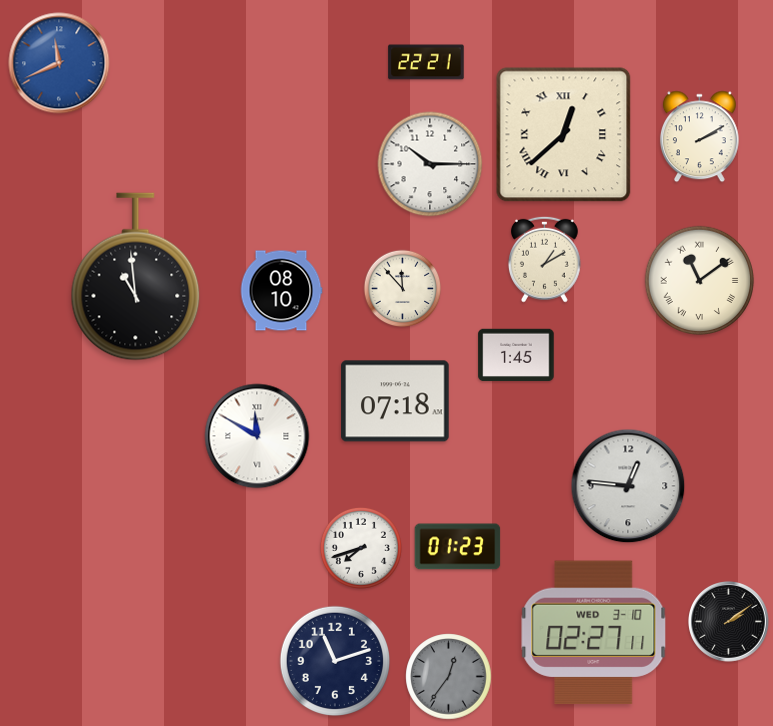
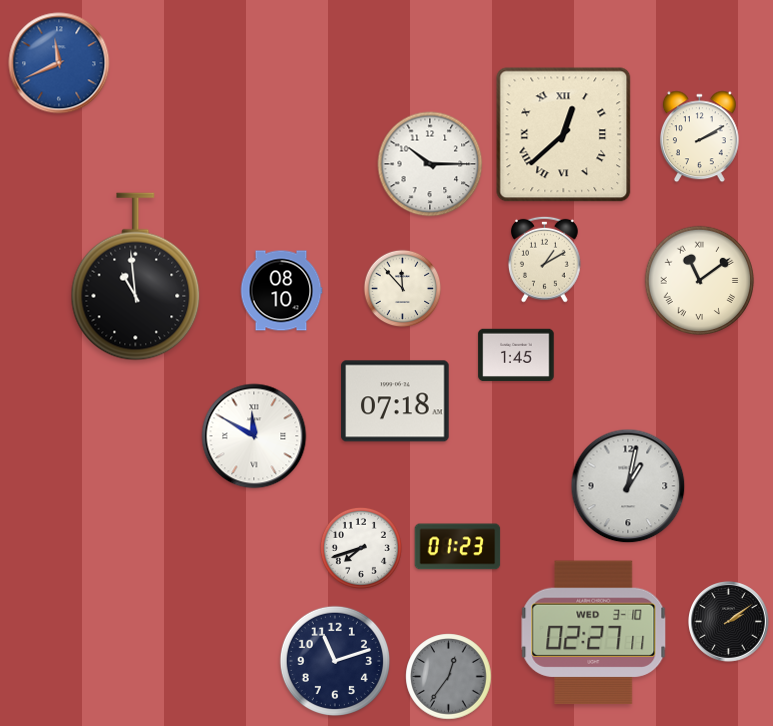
clock at (426, 62): 22:21 -> none
clock at (257, 436) position: (257, 436) -> (254, 436)
clock at (628, 486): 12:46 -> 1:02
